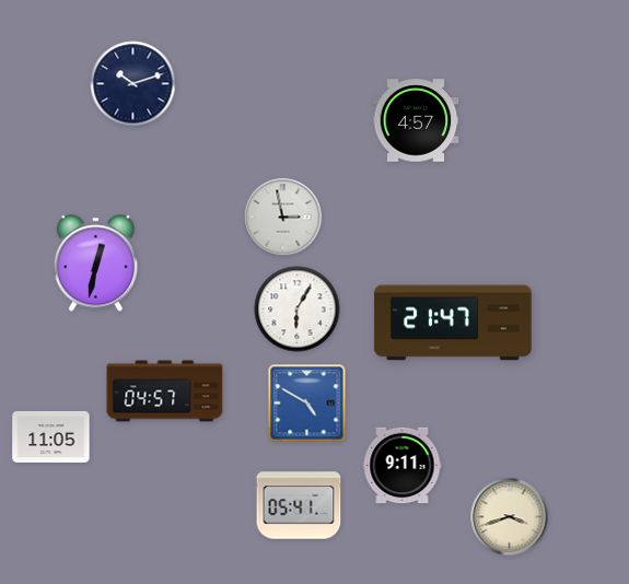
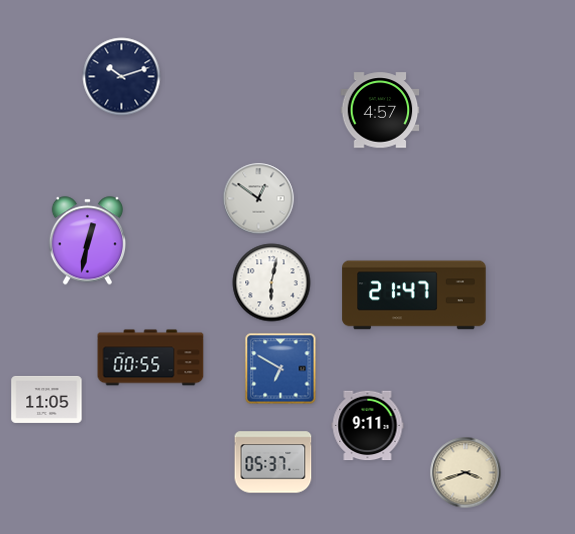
clock at (283, 218): 2:58 -> 12:51
clock at (298, 309): 6:05 -> 6:02
clock at (165, 392): 04:57 -> 00:55
clock at (307, 404): 4:50 -> 6:50
clock at (299, 505): 05:41 -> 05:37
